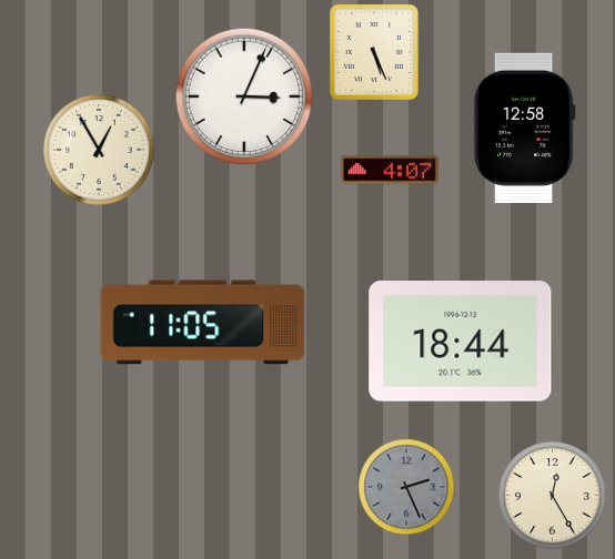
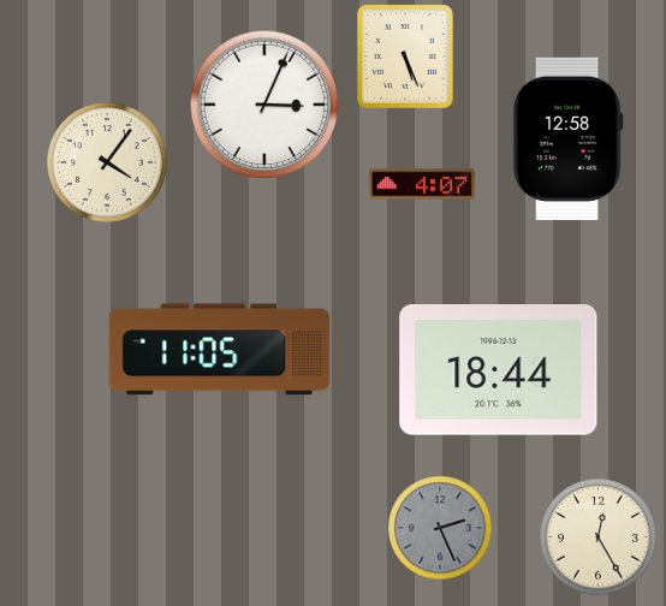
clock at (99, 150): 12:55 -> 4:06
